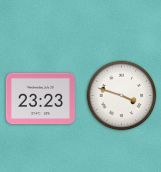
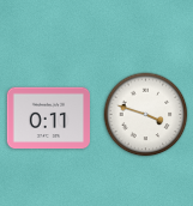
clock at (40, 99): 23:23 -> 0:11
